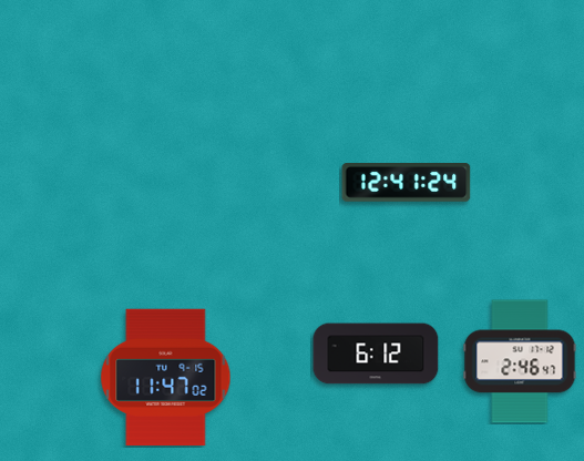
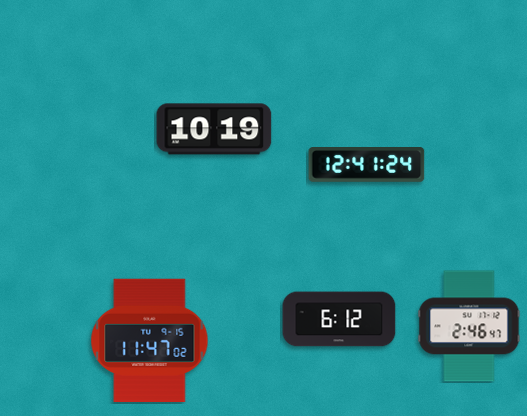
clock at (214, 129): none -> 10:19
